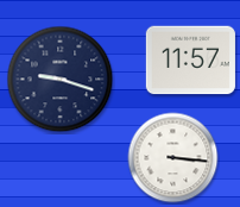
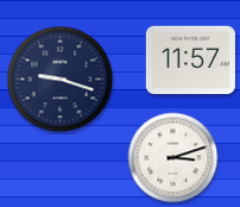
clock at (173, 158): 3:16 -> 3:12
